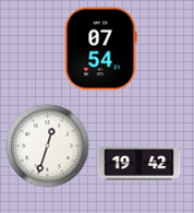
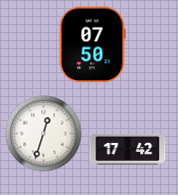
clock at (100, 49): 07:54 -> 07:50
clock at (140, 163): 19:42 -> 17:42
